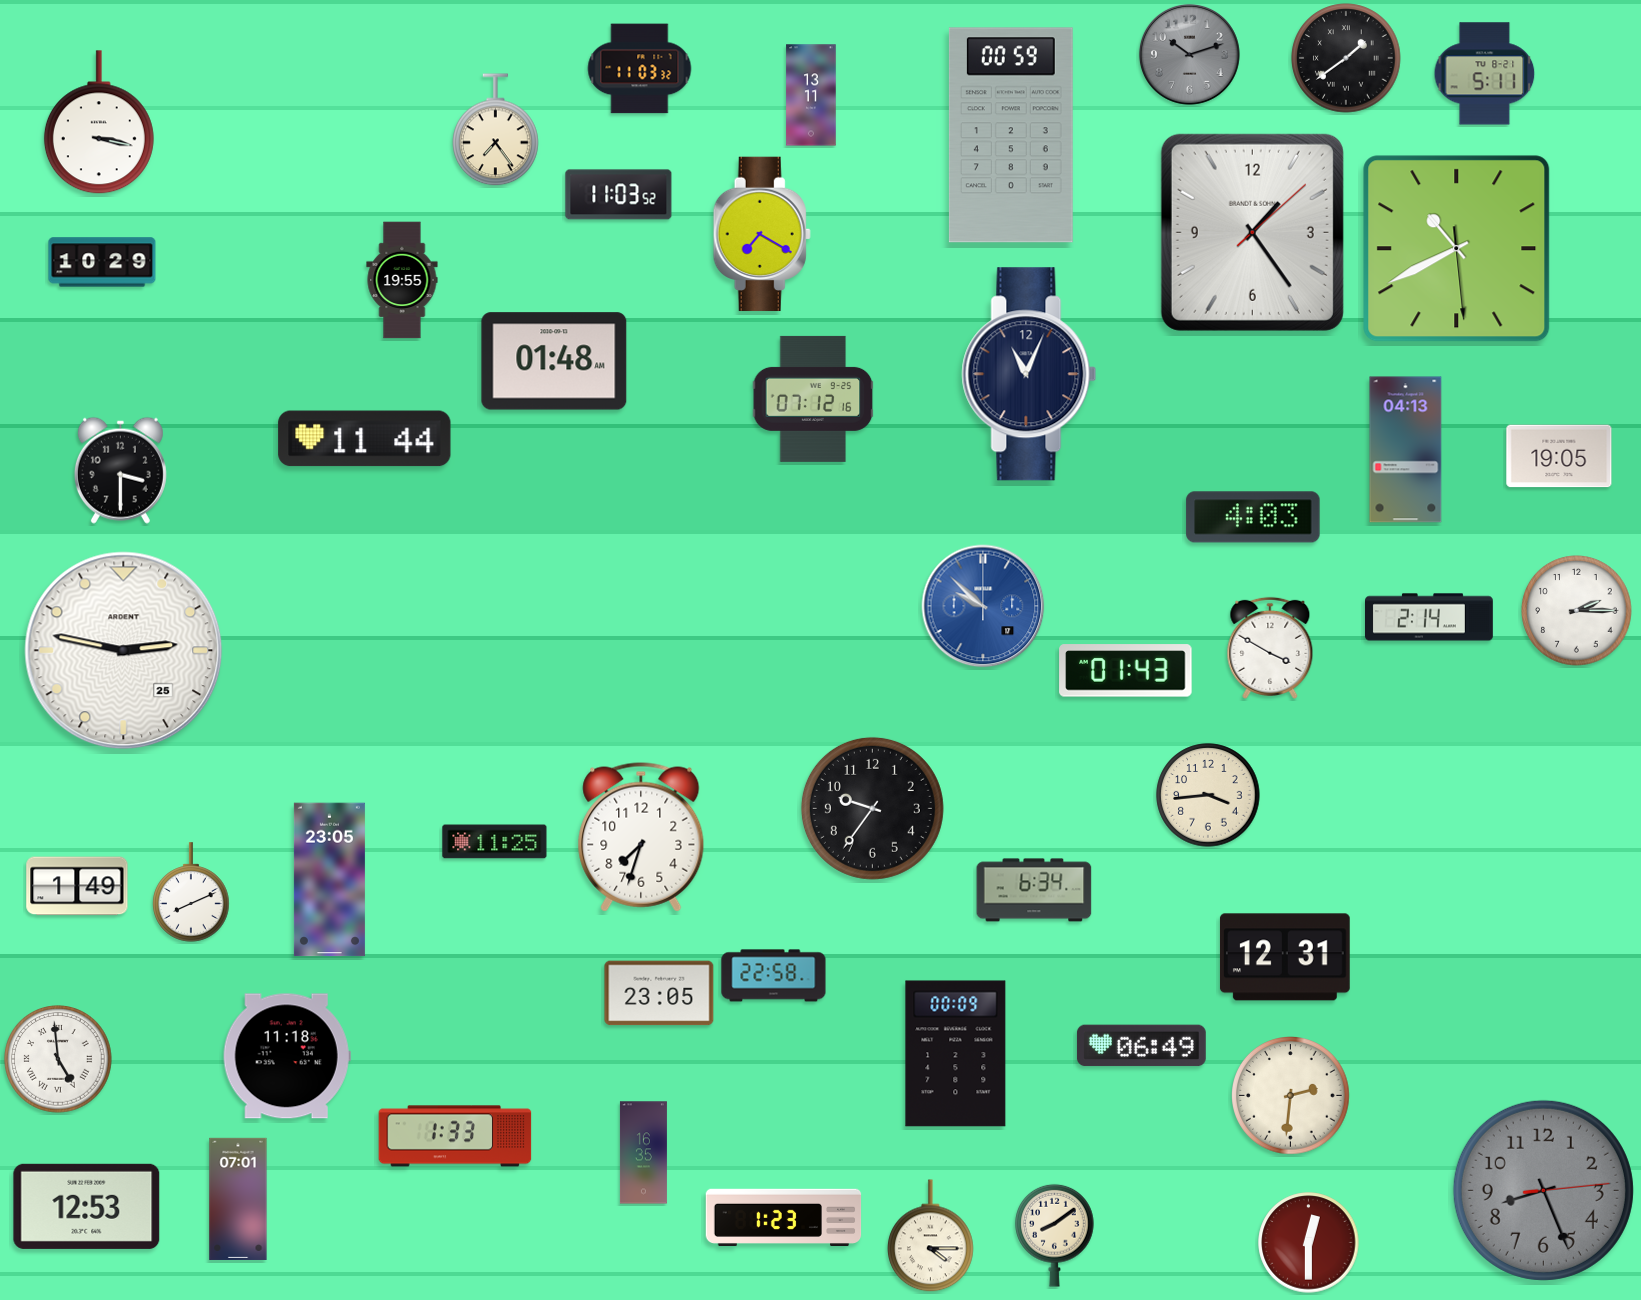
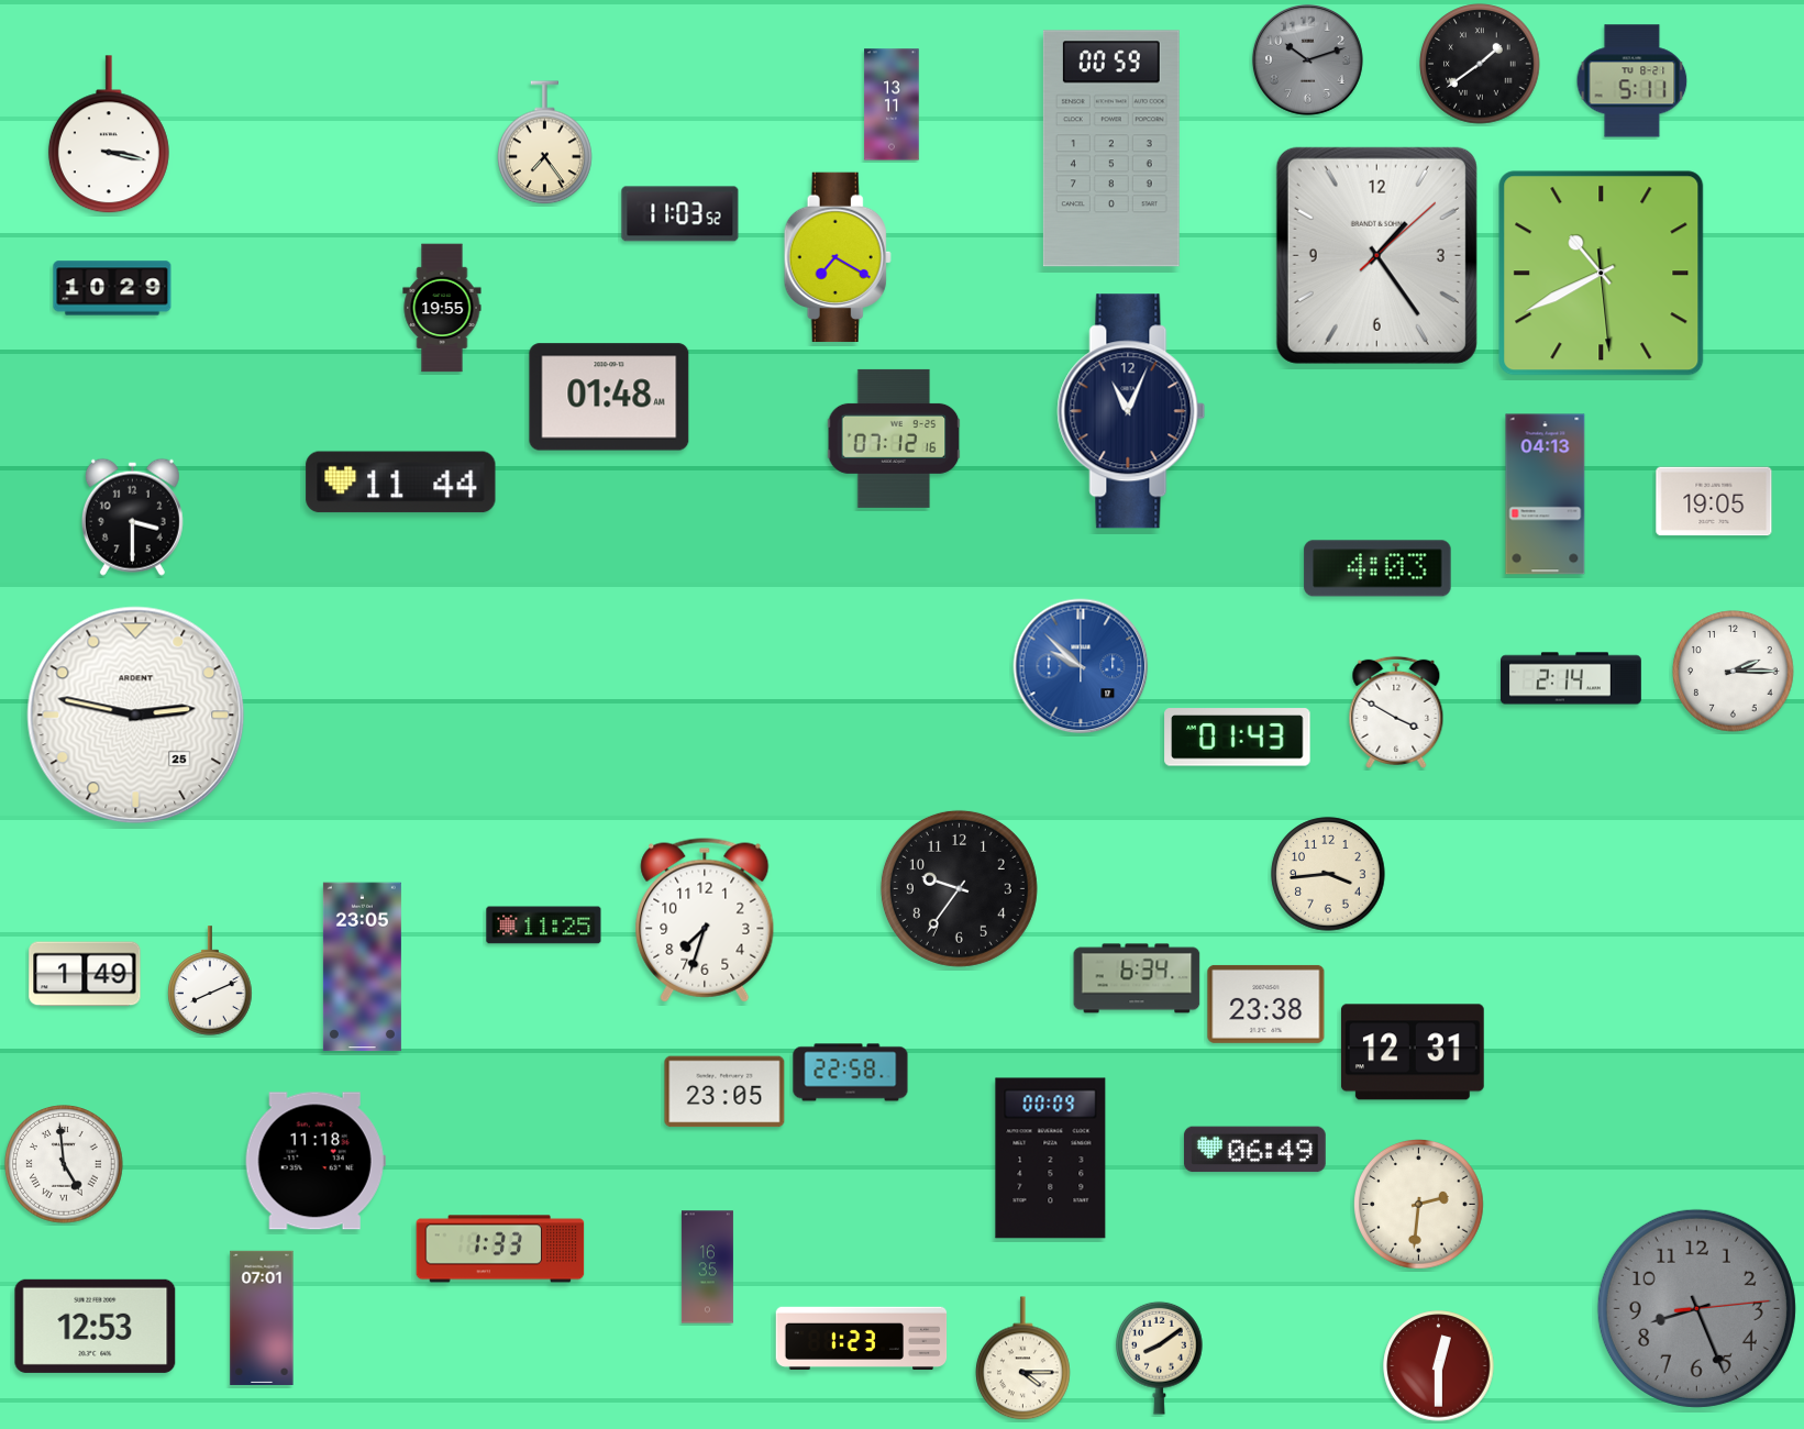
clock at (640, 69): 11:03 -> none
clock at (1266, 1004): none -> 23:38
